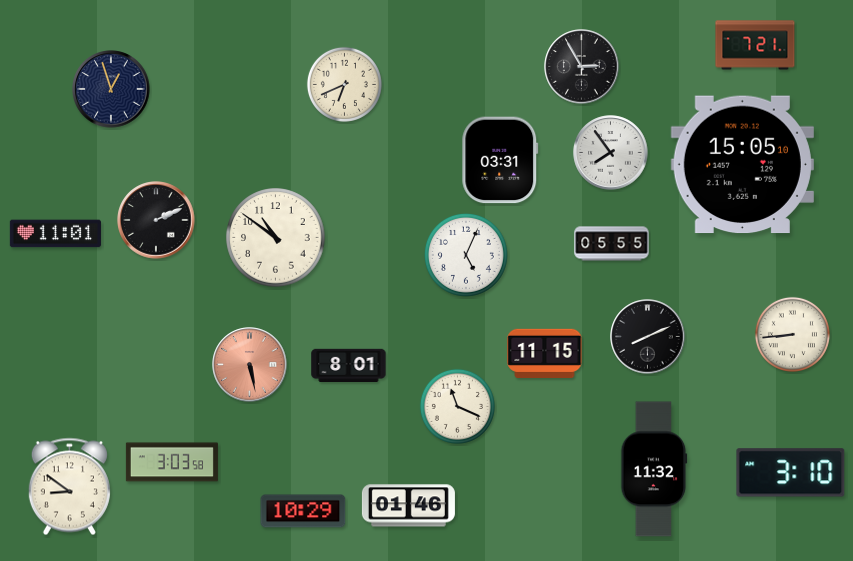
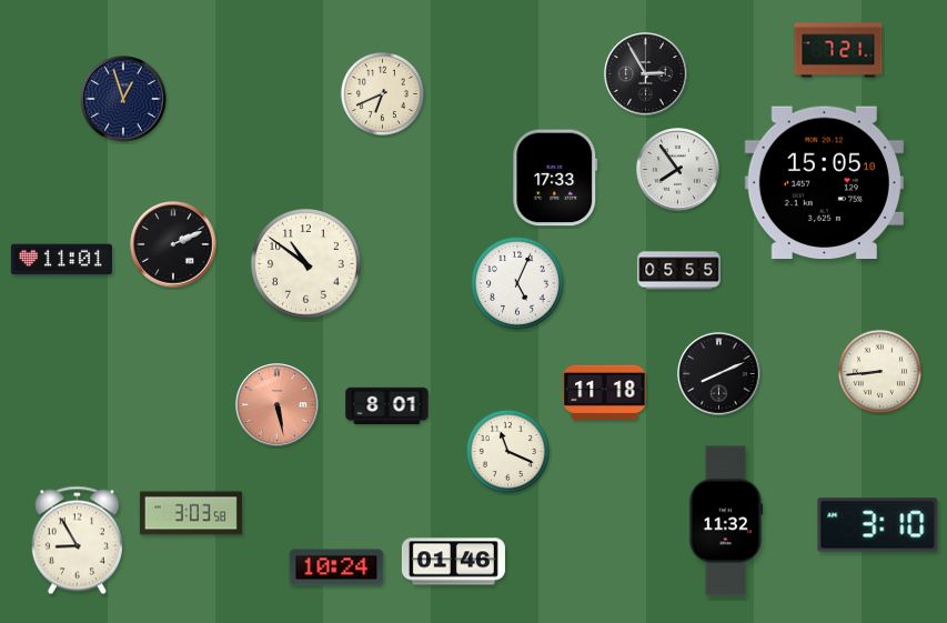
clock at (500, 160): 03:31 -> 17:33
clock at (545, 353): 11:15 -> 11:18
clock at (69, 487): 8:51 -> 8:55
clock at (303, 511): 10:29 -> 10:24
